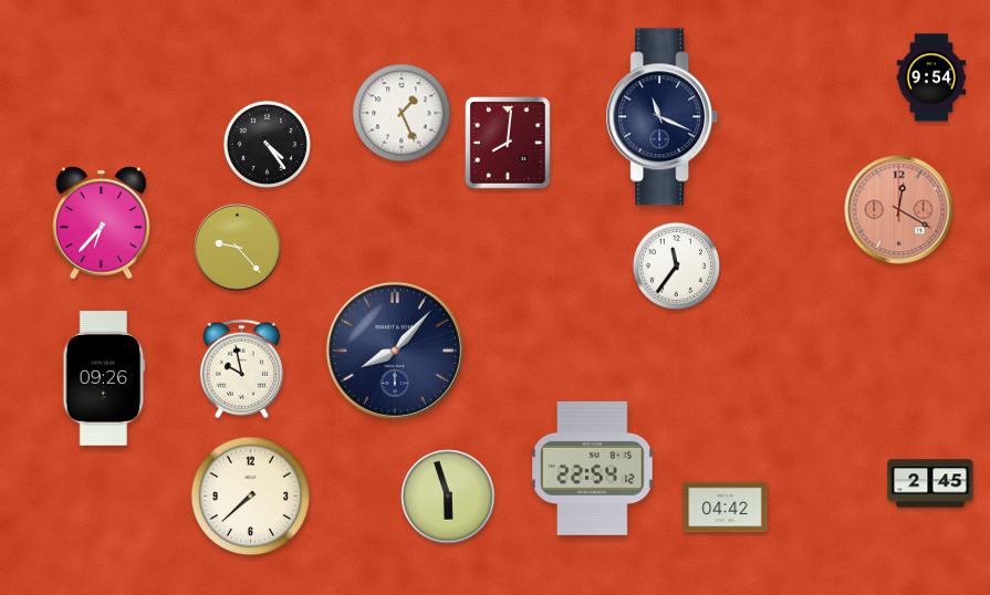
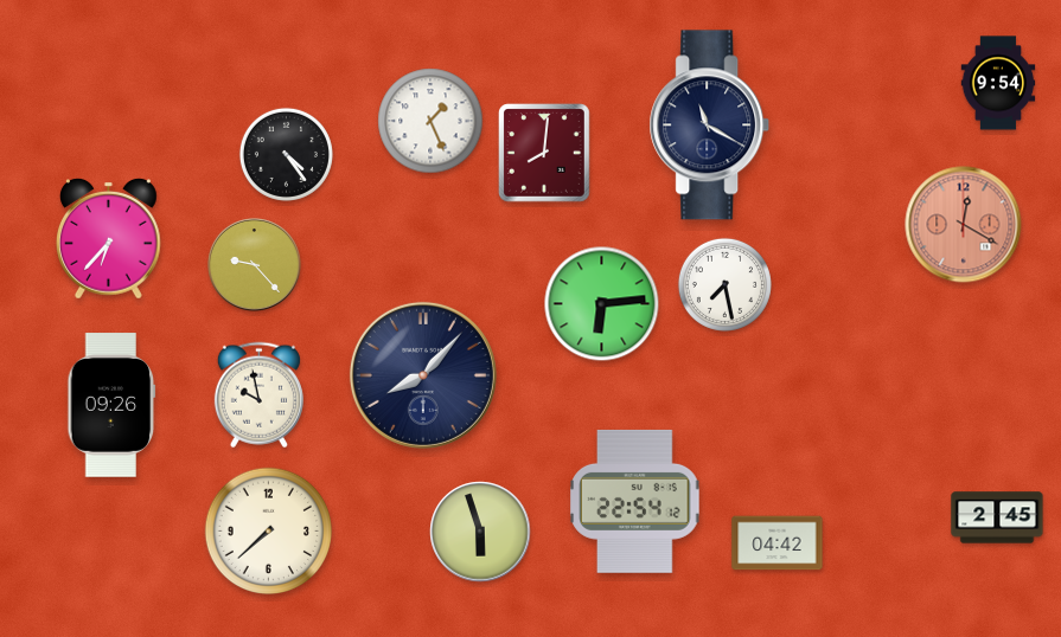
clock at (663, 117): 11:19 -> 11:20
clock at (676, 265): 11:36 -> 7:28
clock at (602, 304): none -> 6:14
